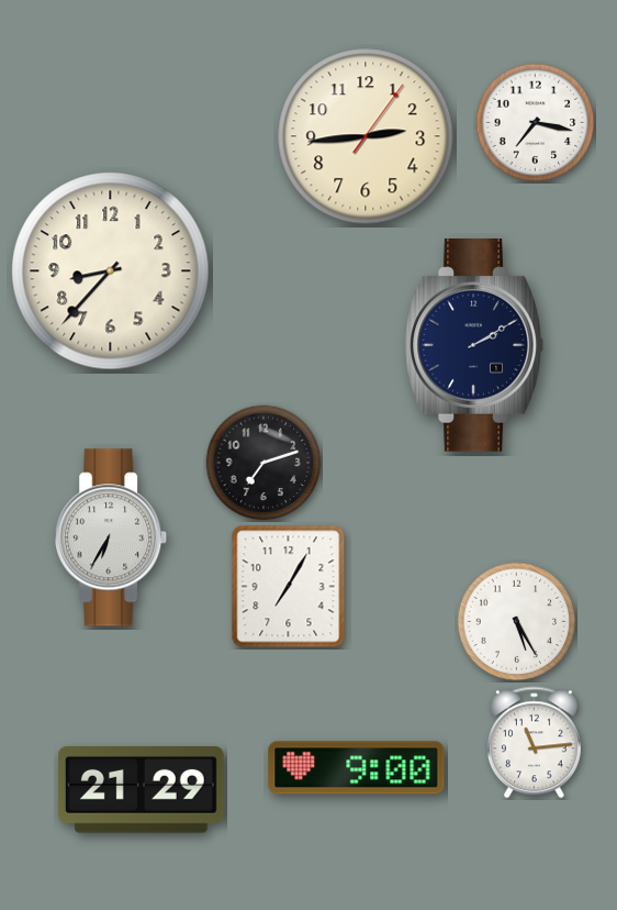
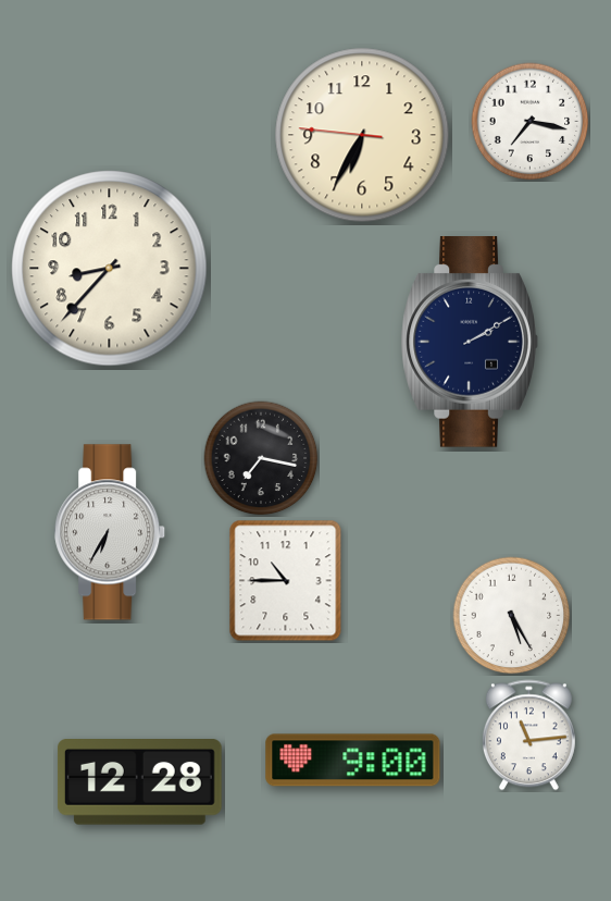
clock at (366, 136): 2:44 -> 6:34
clock at (263, 463): 7:12 -> 7:17
clock at (289, 587): 7:05 -> 10:45
clock at (141, 790): 21:29 -> 12:28
